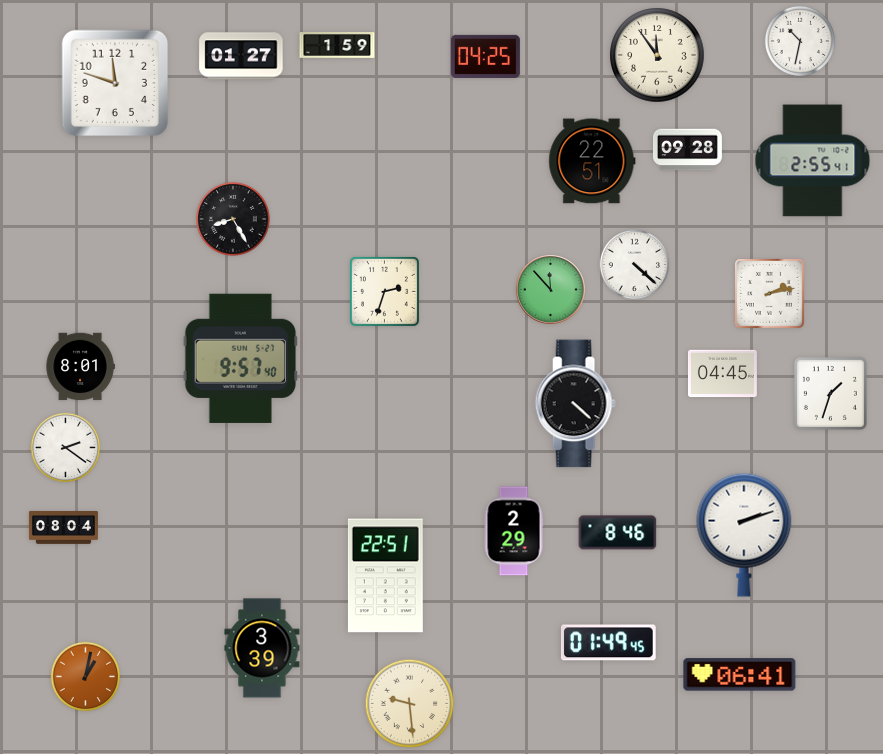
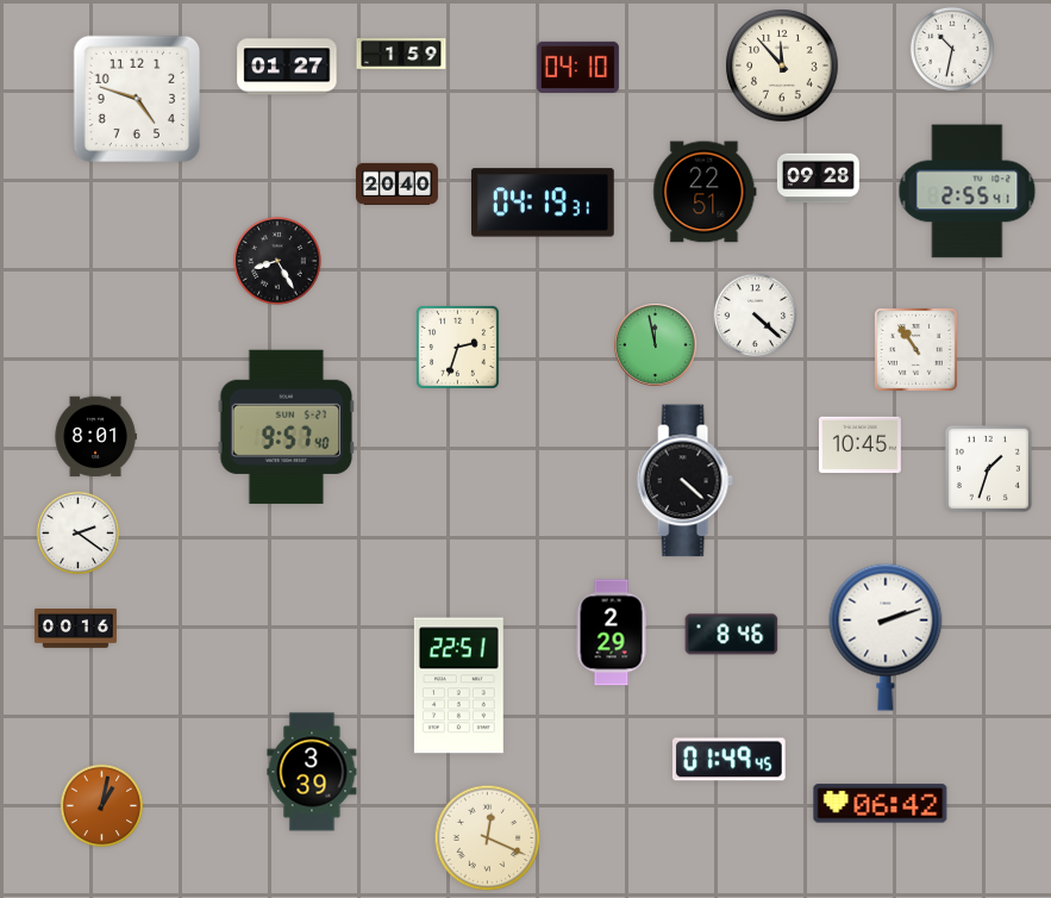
clock at (657, 55): 11:54 -> 11:53
clock at (485, 56): 04:25 -> 04:10
clock at (115, 83): 11:48 -> 4:48
clock at (396, 183): none -> 20:40
clock at (543, 202): none -> 04:19
clock at (551, 290): 11:53 -> 11:58
clock at (769, 293): 2:13 -> 10:54
clock at (722, 374): 04:45 -> 10:45
clock at (63, 528): 08:04 -> 00:16
clock at (618, 533) position: (618, 533) -> (732, 635)
clock at (608, 643) position: (608, 643) -> (728, 760)
clock at (740, 675): 06:41 -> 06:42
clock at (410, 704): 9:29 -> 12:19
